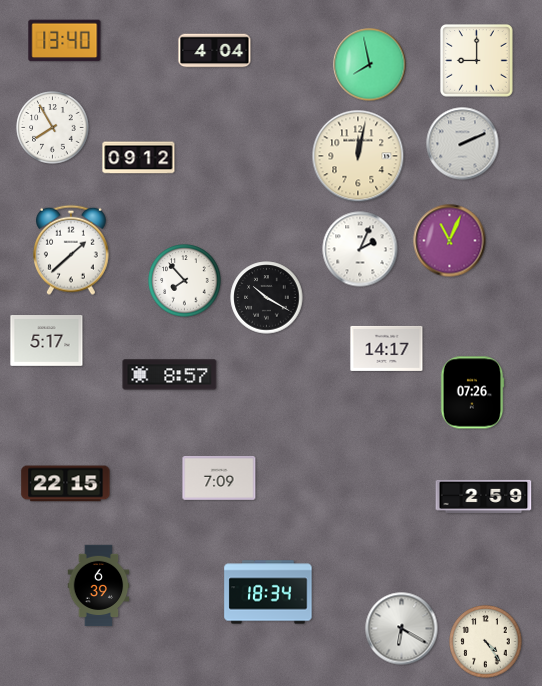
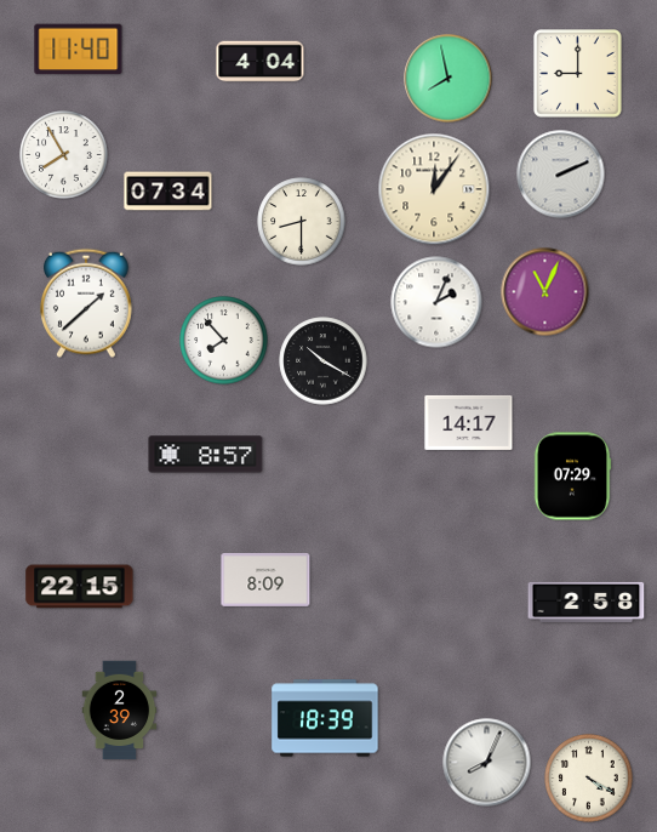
clock at (65, 41): 13:40 -> 11:40
clock at (358, 156): 12:02 -> 12:06
clock at (139, 158): 09:12 -> 07:34
clock at (302, 222): none -> 8:30
clock at (47, 341): 5:17 -> none
clock at (472, 393): 07:26 -> 07:29
clock at (219, 478): 7:09 -> 8:09
clock at (484, 496): 2:59 -> 2:58
clock at (99, 586): 6:39 -> 2:39
clock at (268, 592): 18:34 -> 18:39
clock at (402, 629): 6:20 -> 8:04
clock at (486, 642): 4:24 -> 4:20
